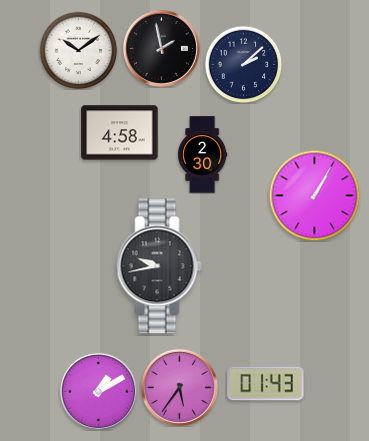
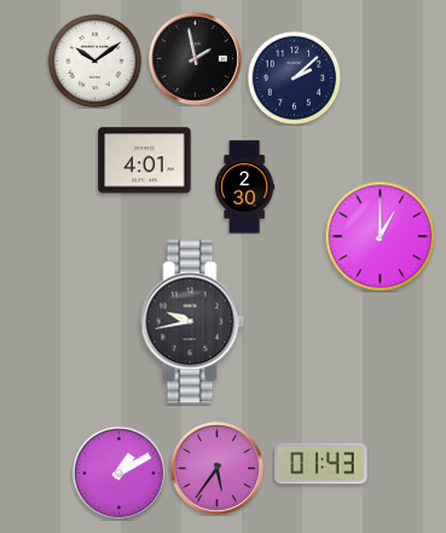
clock at (120, 133): 4:58 -> 4:01
clock at (314, 195): 1:05 -> 1:00
